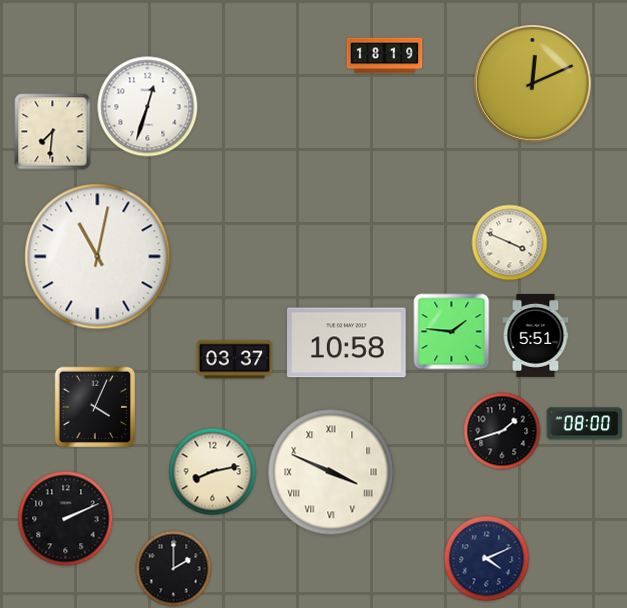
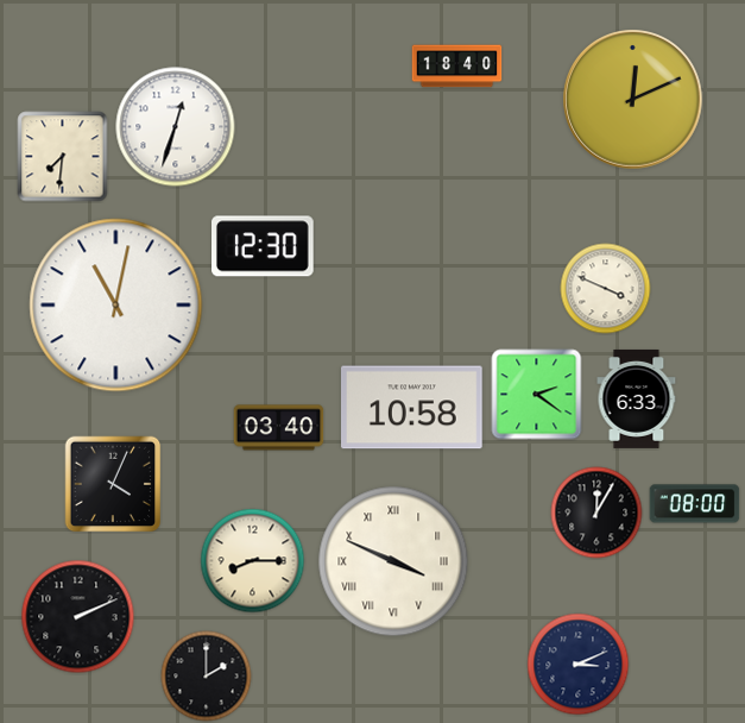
clock at (385, 56): 18:19 -> 18:40
clock at (264, 246): none -> 12:30
clock at (452, 332): 1:46 -> 2:21
clock at (536, 335): 5:51 -> 6:33
clock at (235, 360): 03:37 -> 03:40
clock at (502, 431): 1:42 -> 12:05
clock at (213, 472): 8:13 -> 8:15
clock at (487, 559): 4:11 -> 3:11
